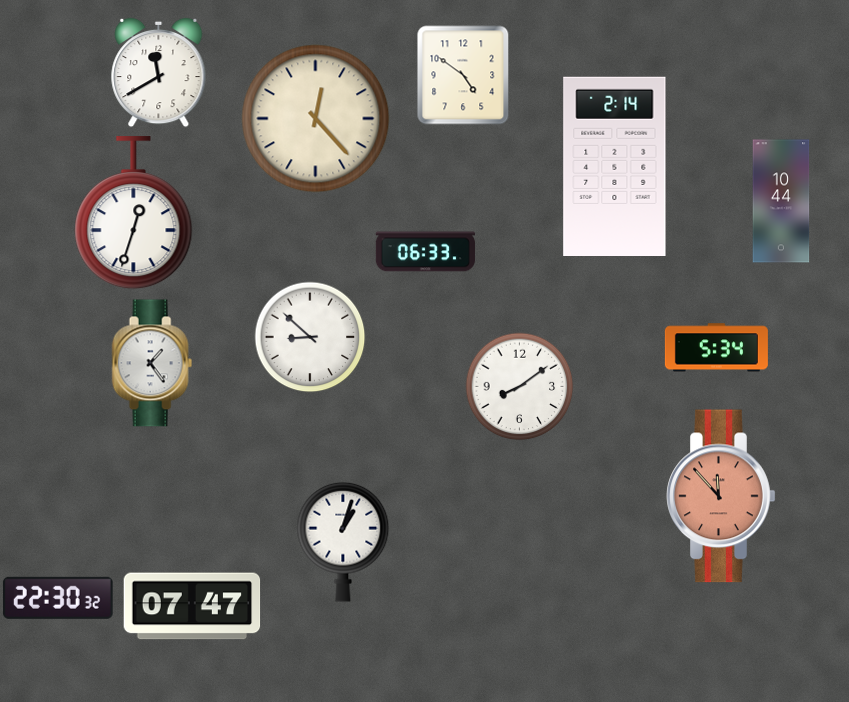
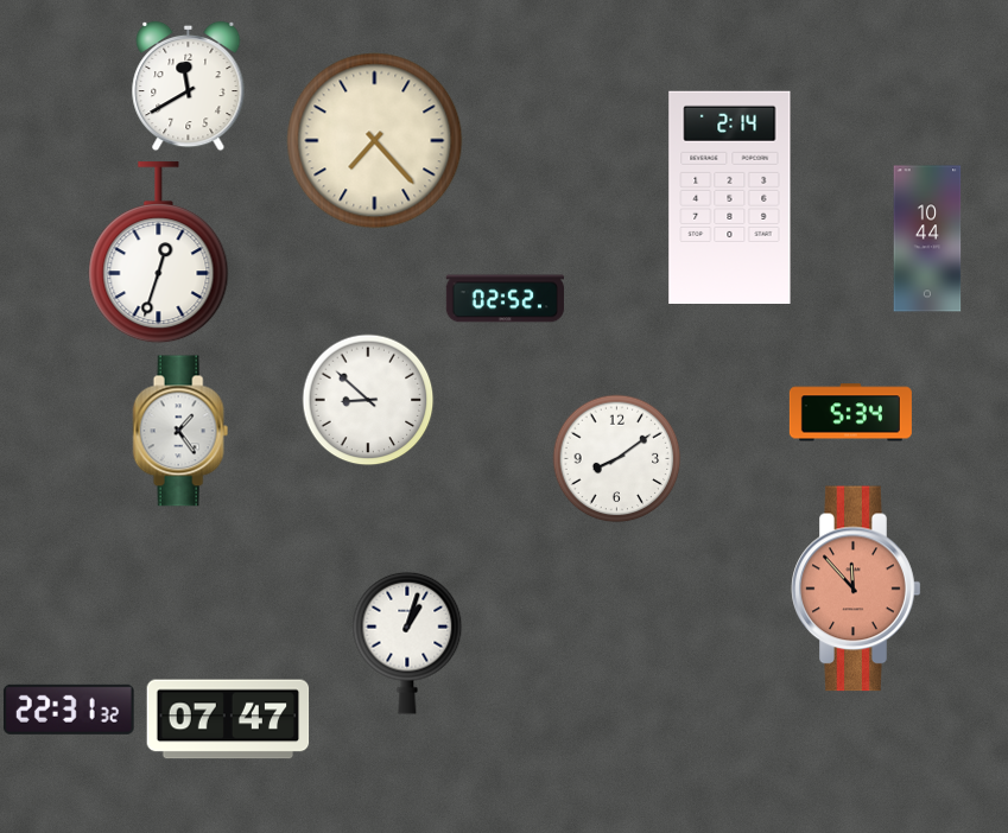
clock at (463, 75): 4:51 -> none
clock at (316, 119): 12:23 -> 7:23
clock at (425, 252): 06:33 -> 02:52
clock at (58, 598): 22:30 -> 22:31
